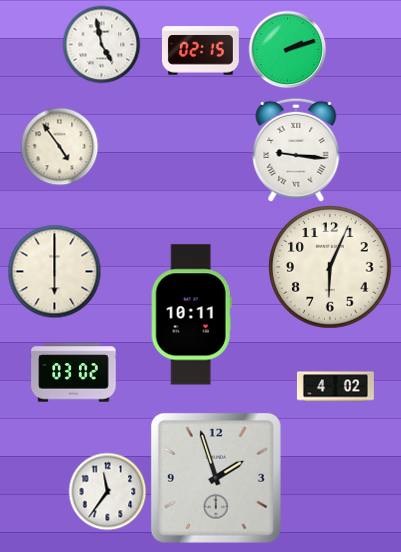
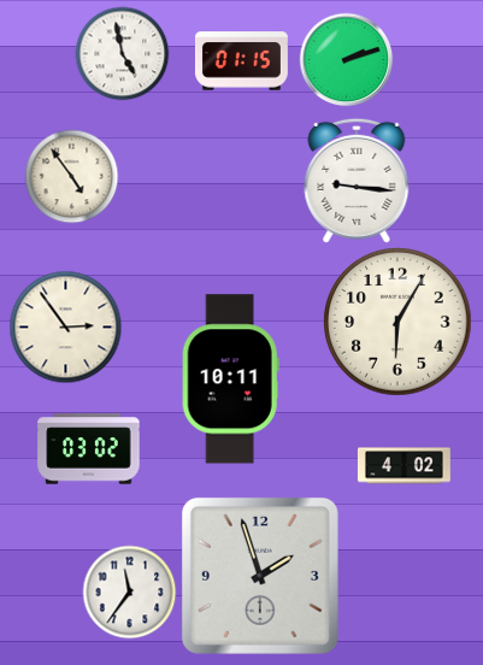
clock at (200, 51): 02:15 -> 01:15
clock at (330, 267): 6:04 -> 6:05
clock at (54, 271): 6:00 -> 2:54
